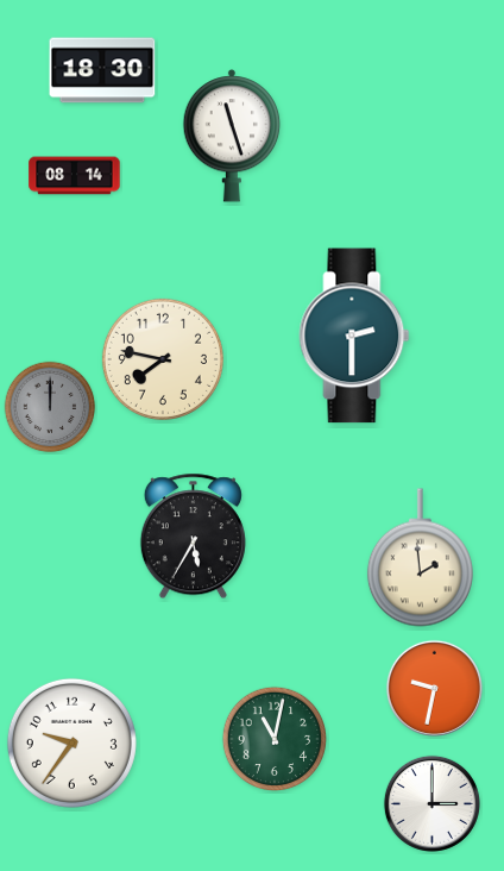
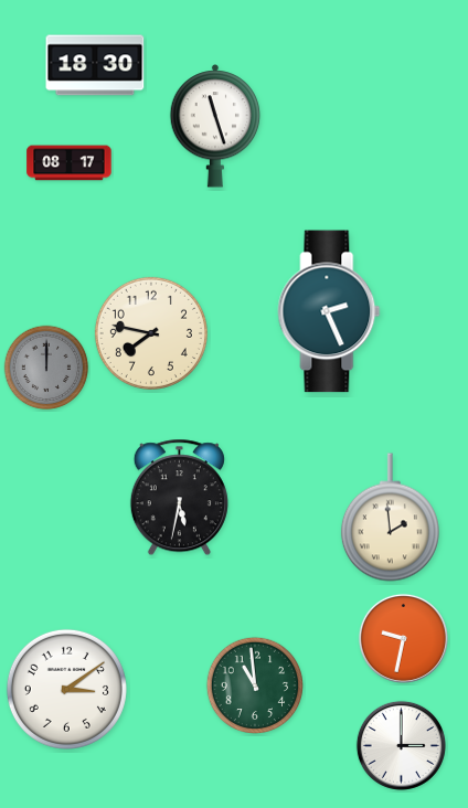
clock at (75, 176): 08:14 -> 08:17
clock at (354, 336): 2:30 -> 2:26
clock at (50, 407) position: (50, 407) -> (46, 368)
clock at (193, 537): 5:35 -> 5:32
clock at (275, 739): 11:02 -> 10:59
clock at (71, 742): 9:36 -> 3:09
